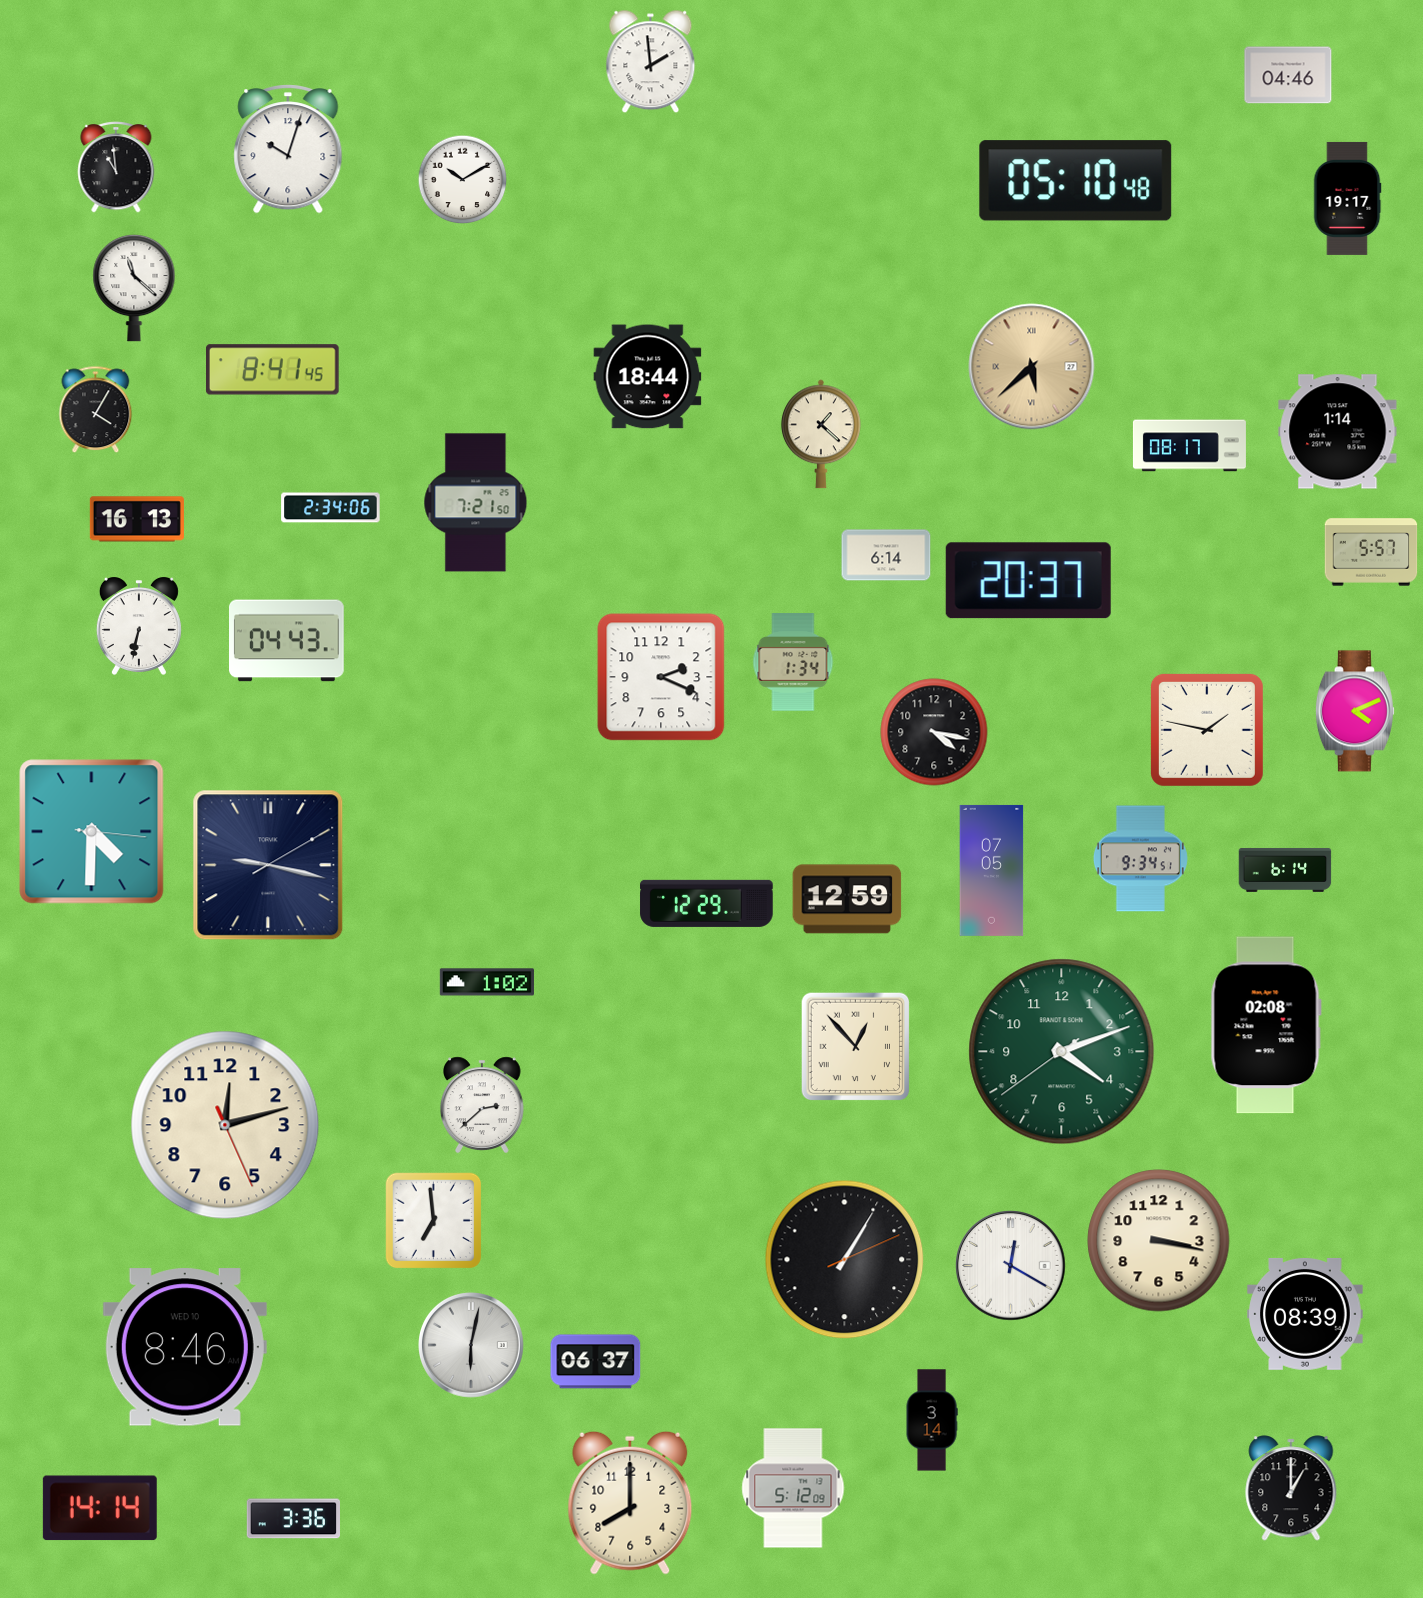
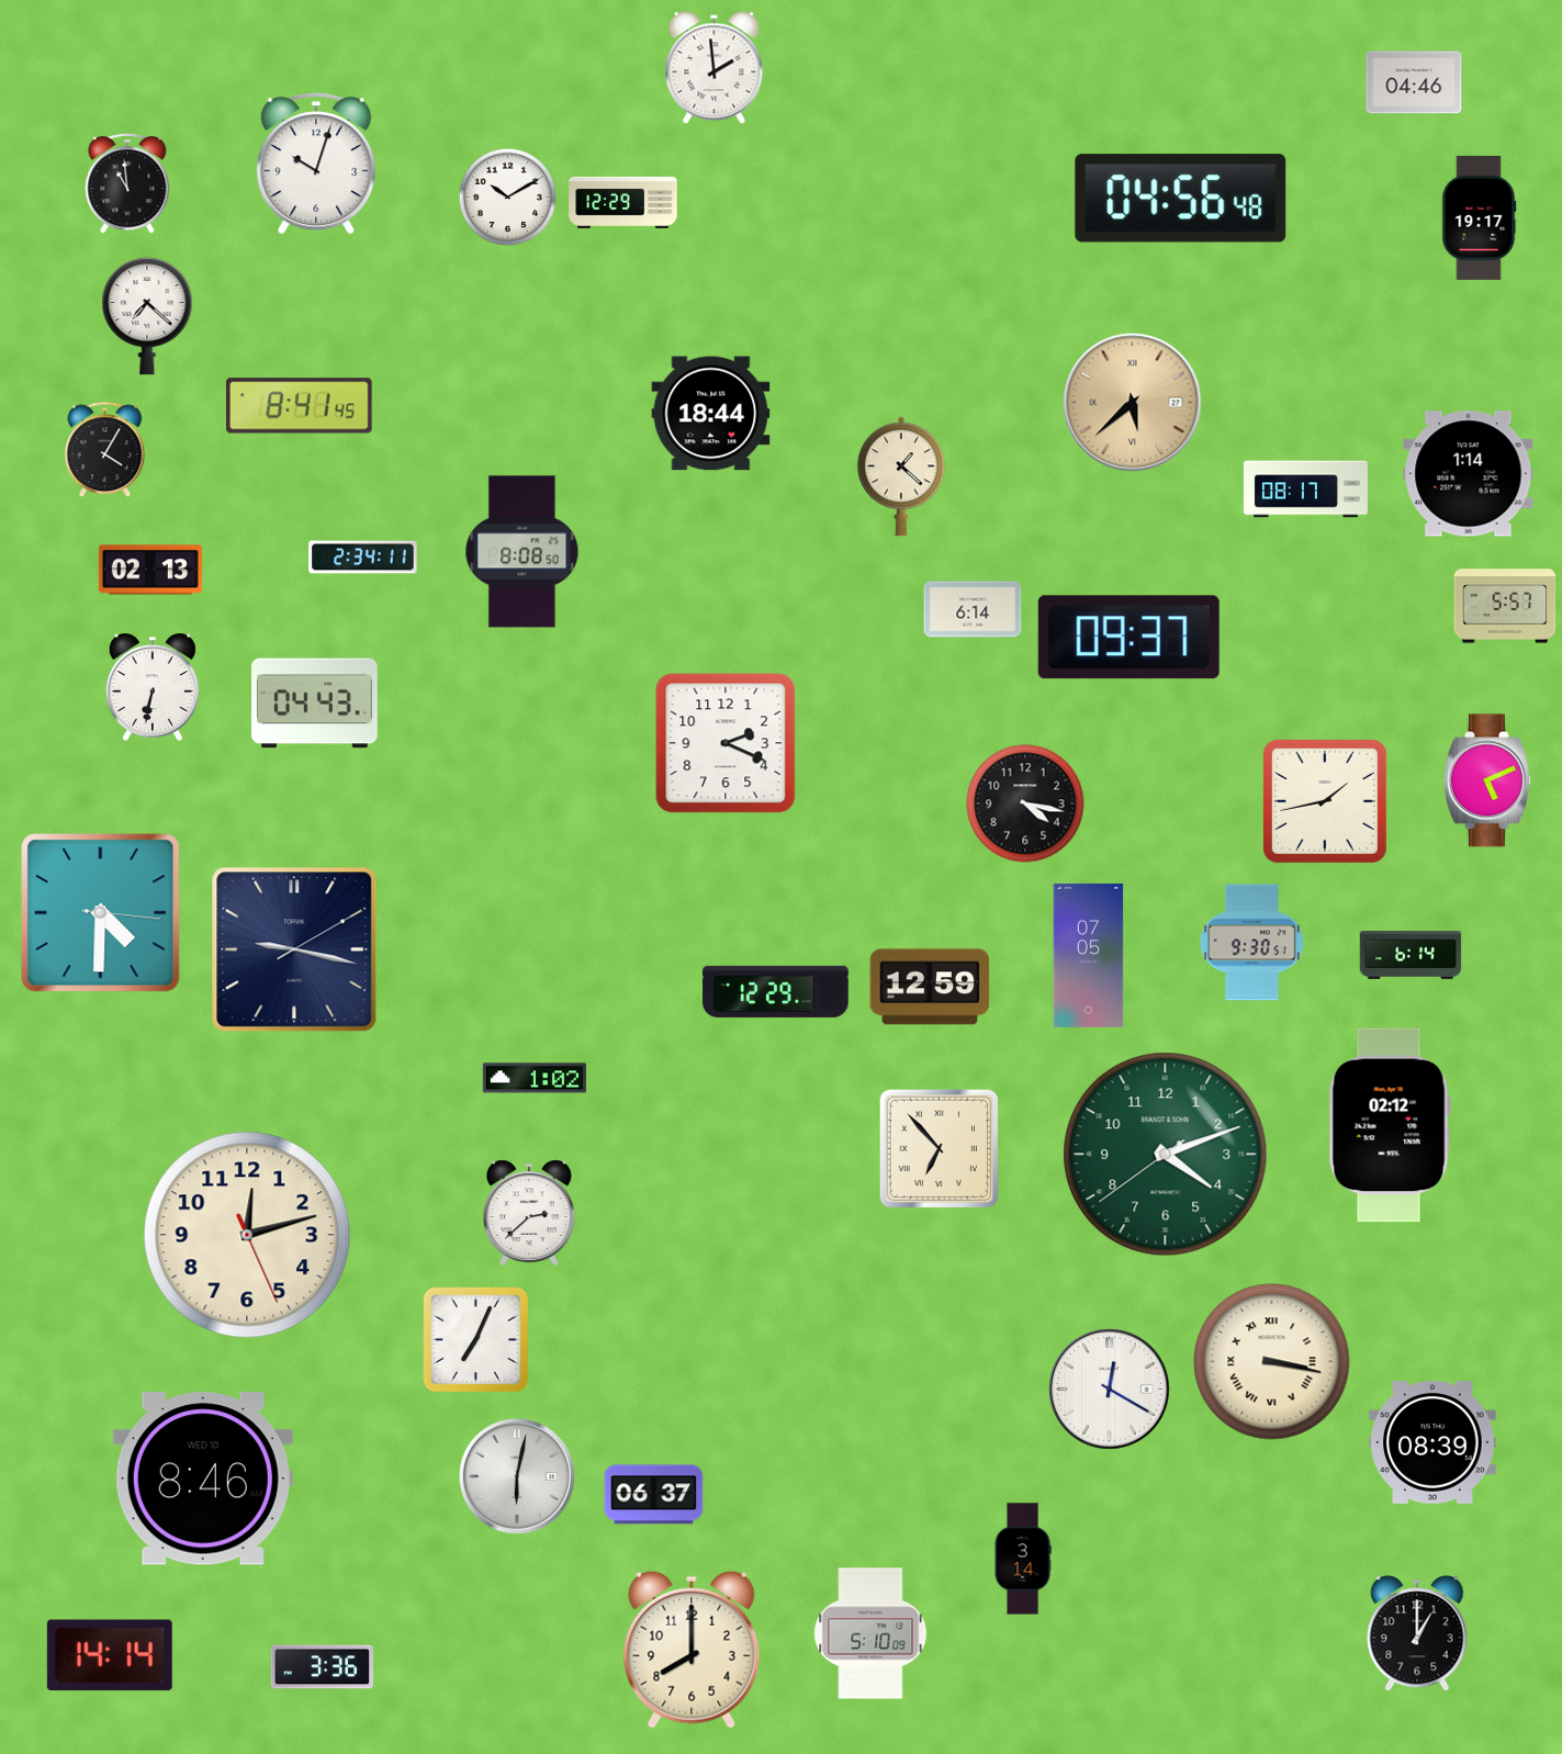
clock at (1076, 181): 05:10 -> 04:56
clock at (623, 202): none -> 12:29
clock at (134, 288): 11:22 -> 7:22
clock at (476, 503): 7:21 -> 8:08
clock at (331, 508): 2:34:06 -> 2:34:11
clock at (137, 519): 16:13 -> 02:13
clock at (1028, 581): 20:37 -> 09:37
clock at (793, 662): 1:34 -> none
clock at (1355, 711): 4:11 -> 5:11
clock at (1207, 730): 1:47 -> 1:43
clock at (1140, 859): 9:34 -> 9:30
clock at (1266, 1025): 02:08 -> 02:12
clock at (856, 1047): 12:53 -> 6:53
clock at (434, 1221): 6:59 -> 7:04
clock at (1159, 1241) numerals: Arabic -> Roman
clock at (845, 1260): 1:05 -> none
clock at (793, 1488): 5:12 -> 5:10
